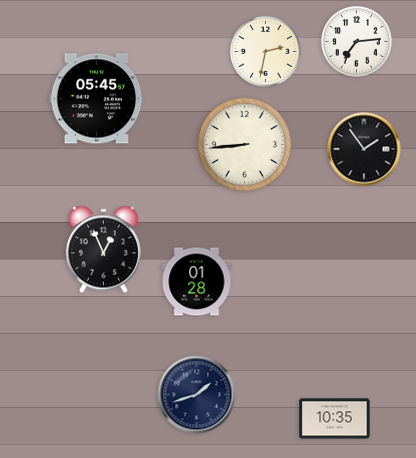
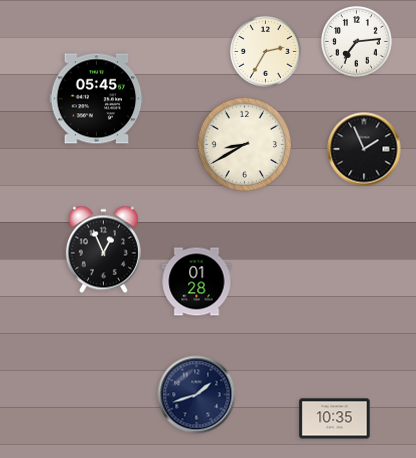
clock at (265, 51): 2:32 -> 2:35
clock at (244, 144): 8:44 -> 8:40
clock at (364, 149): 1:54 -> 1:56
